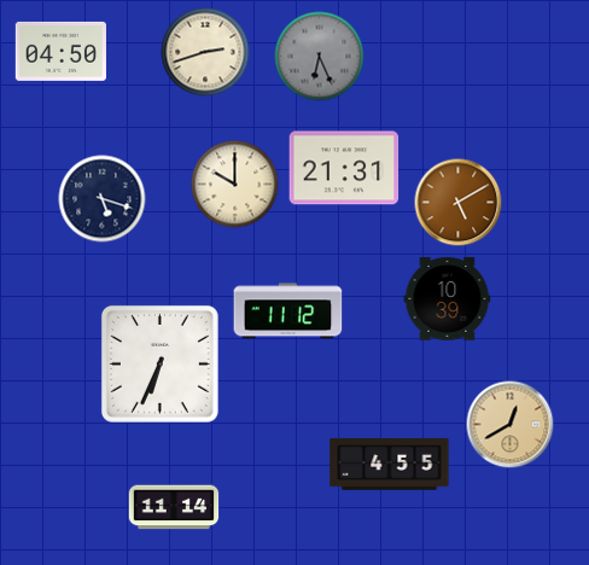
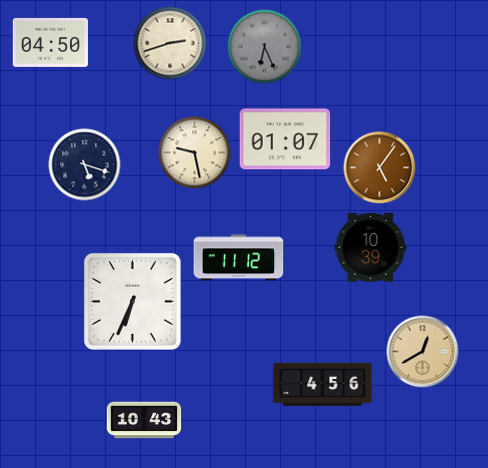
clock at (344, 168): 21:31 -> 01:07
clock at (235, 185): 10:00 -> 9:28
clock at (459, 203): 5:10 -> 5:06
clock at (390, 465): 4:55 -> 4:56
clock at (174, 507): 11:14 -> 10:43
